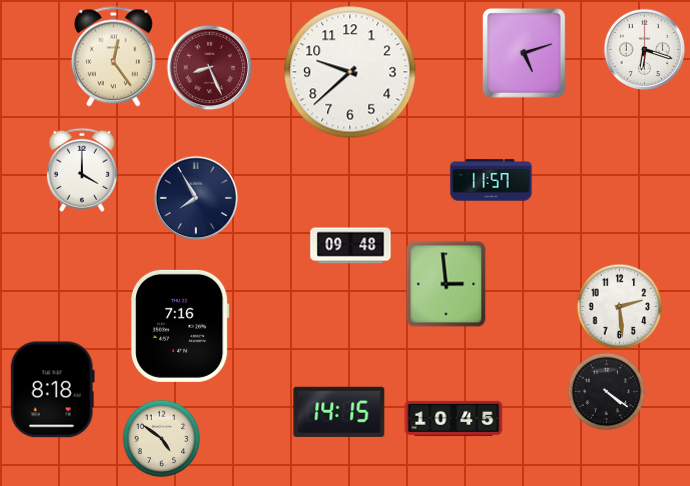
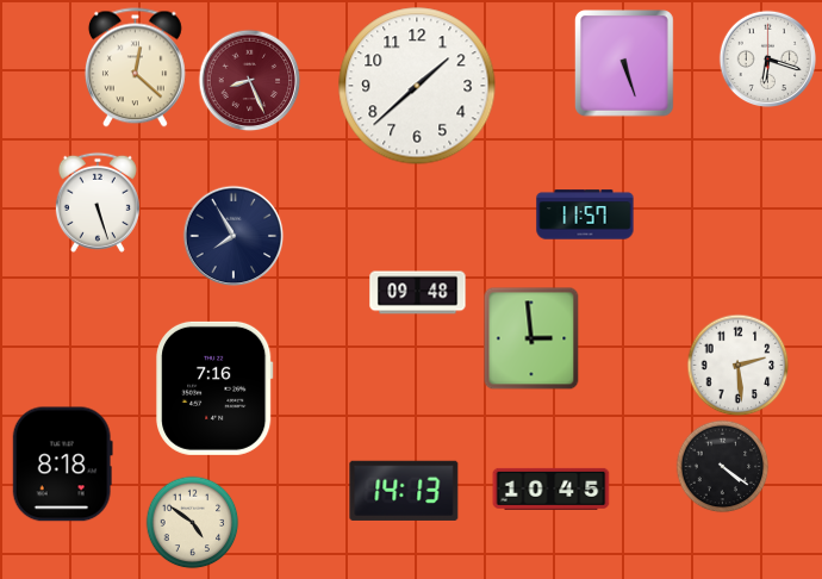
clock at (525, 54): 5:12 -> 5:27
clock at (113, 57): 12:24 -> 12:22
clock at (350, 72): 9:38 -> 1:38
clock at (82, 170): 4:00 -> 5:27
clock at (339, 412): 14:15 -> 14:13
clock at (454, 418) position: (454, 418) -> (552, 488)
